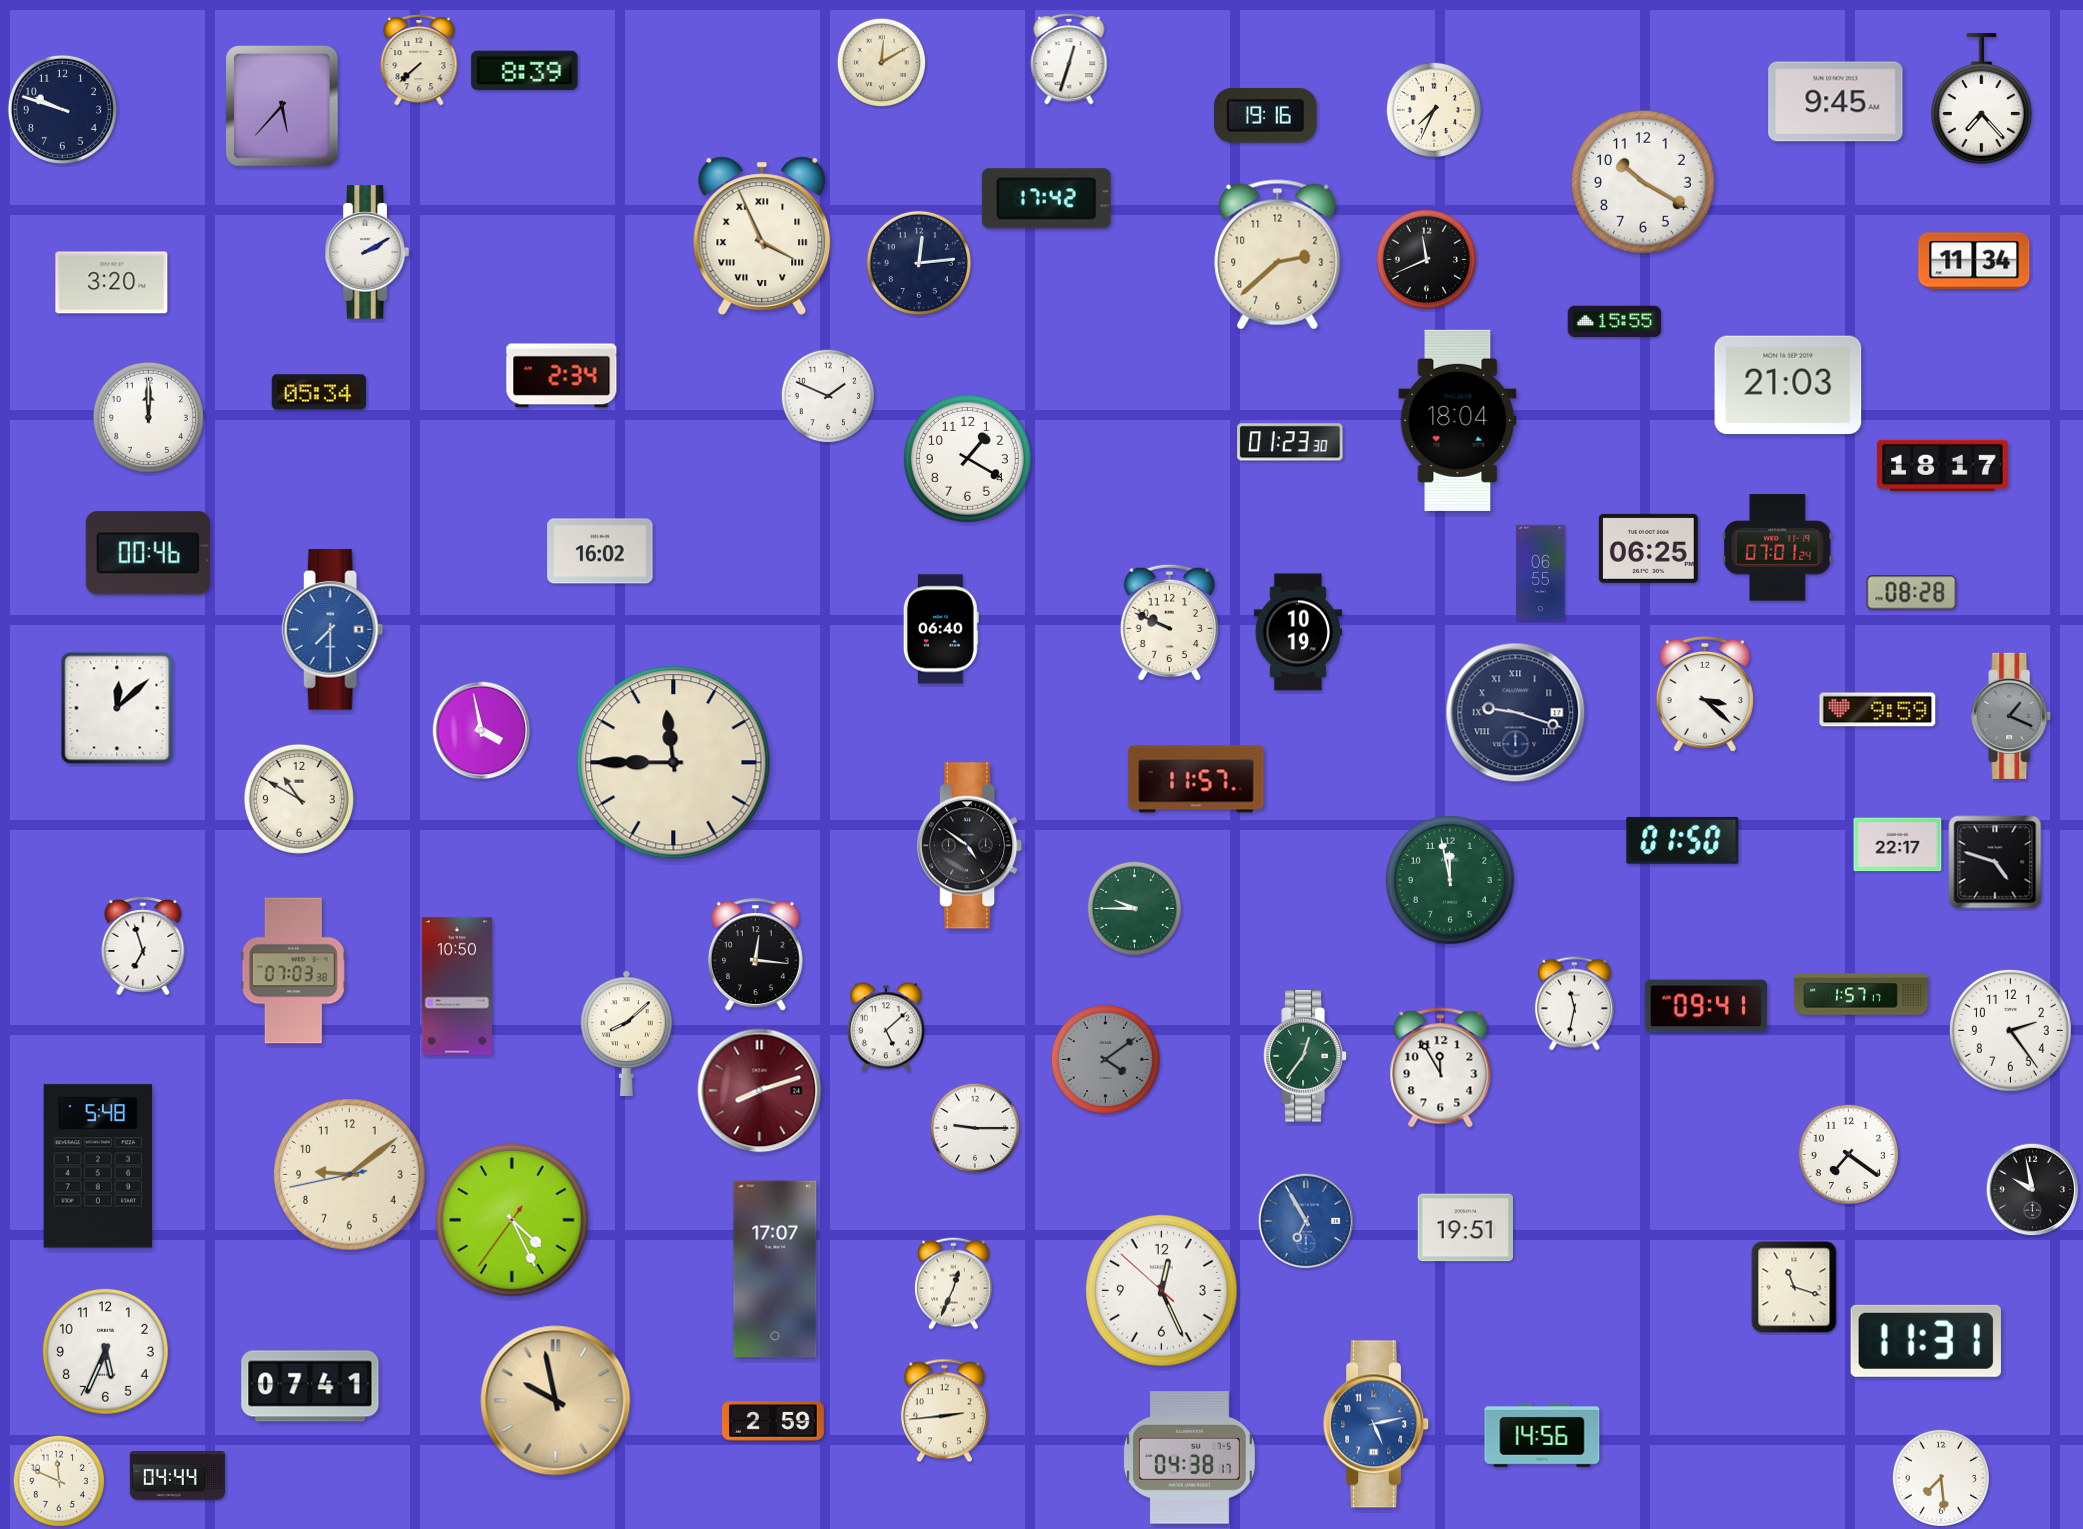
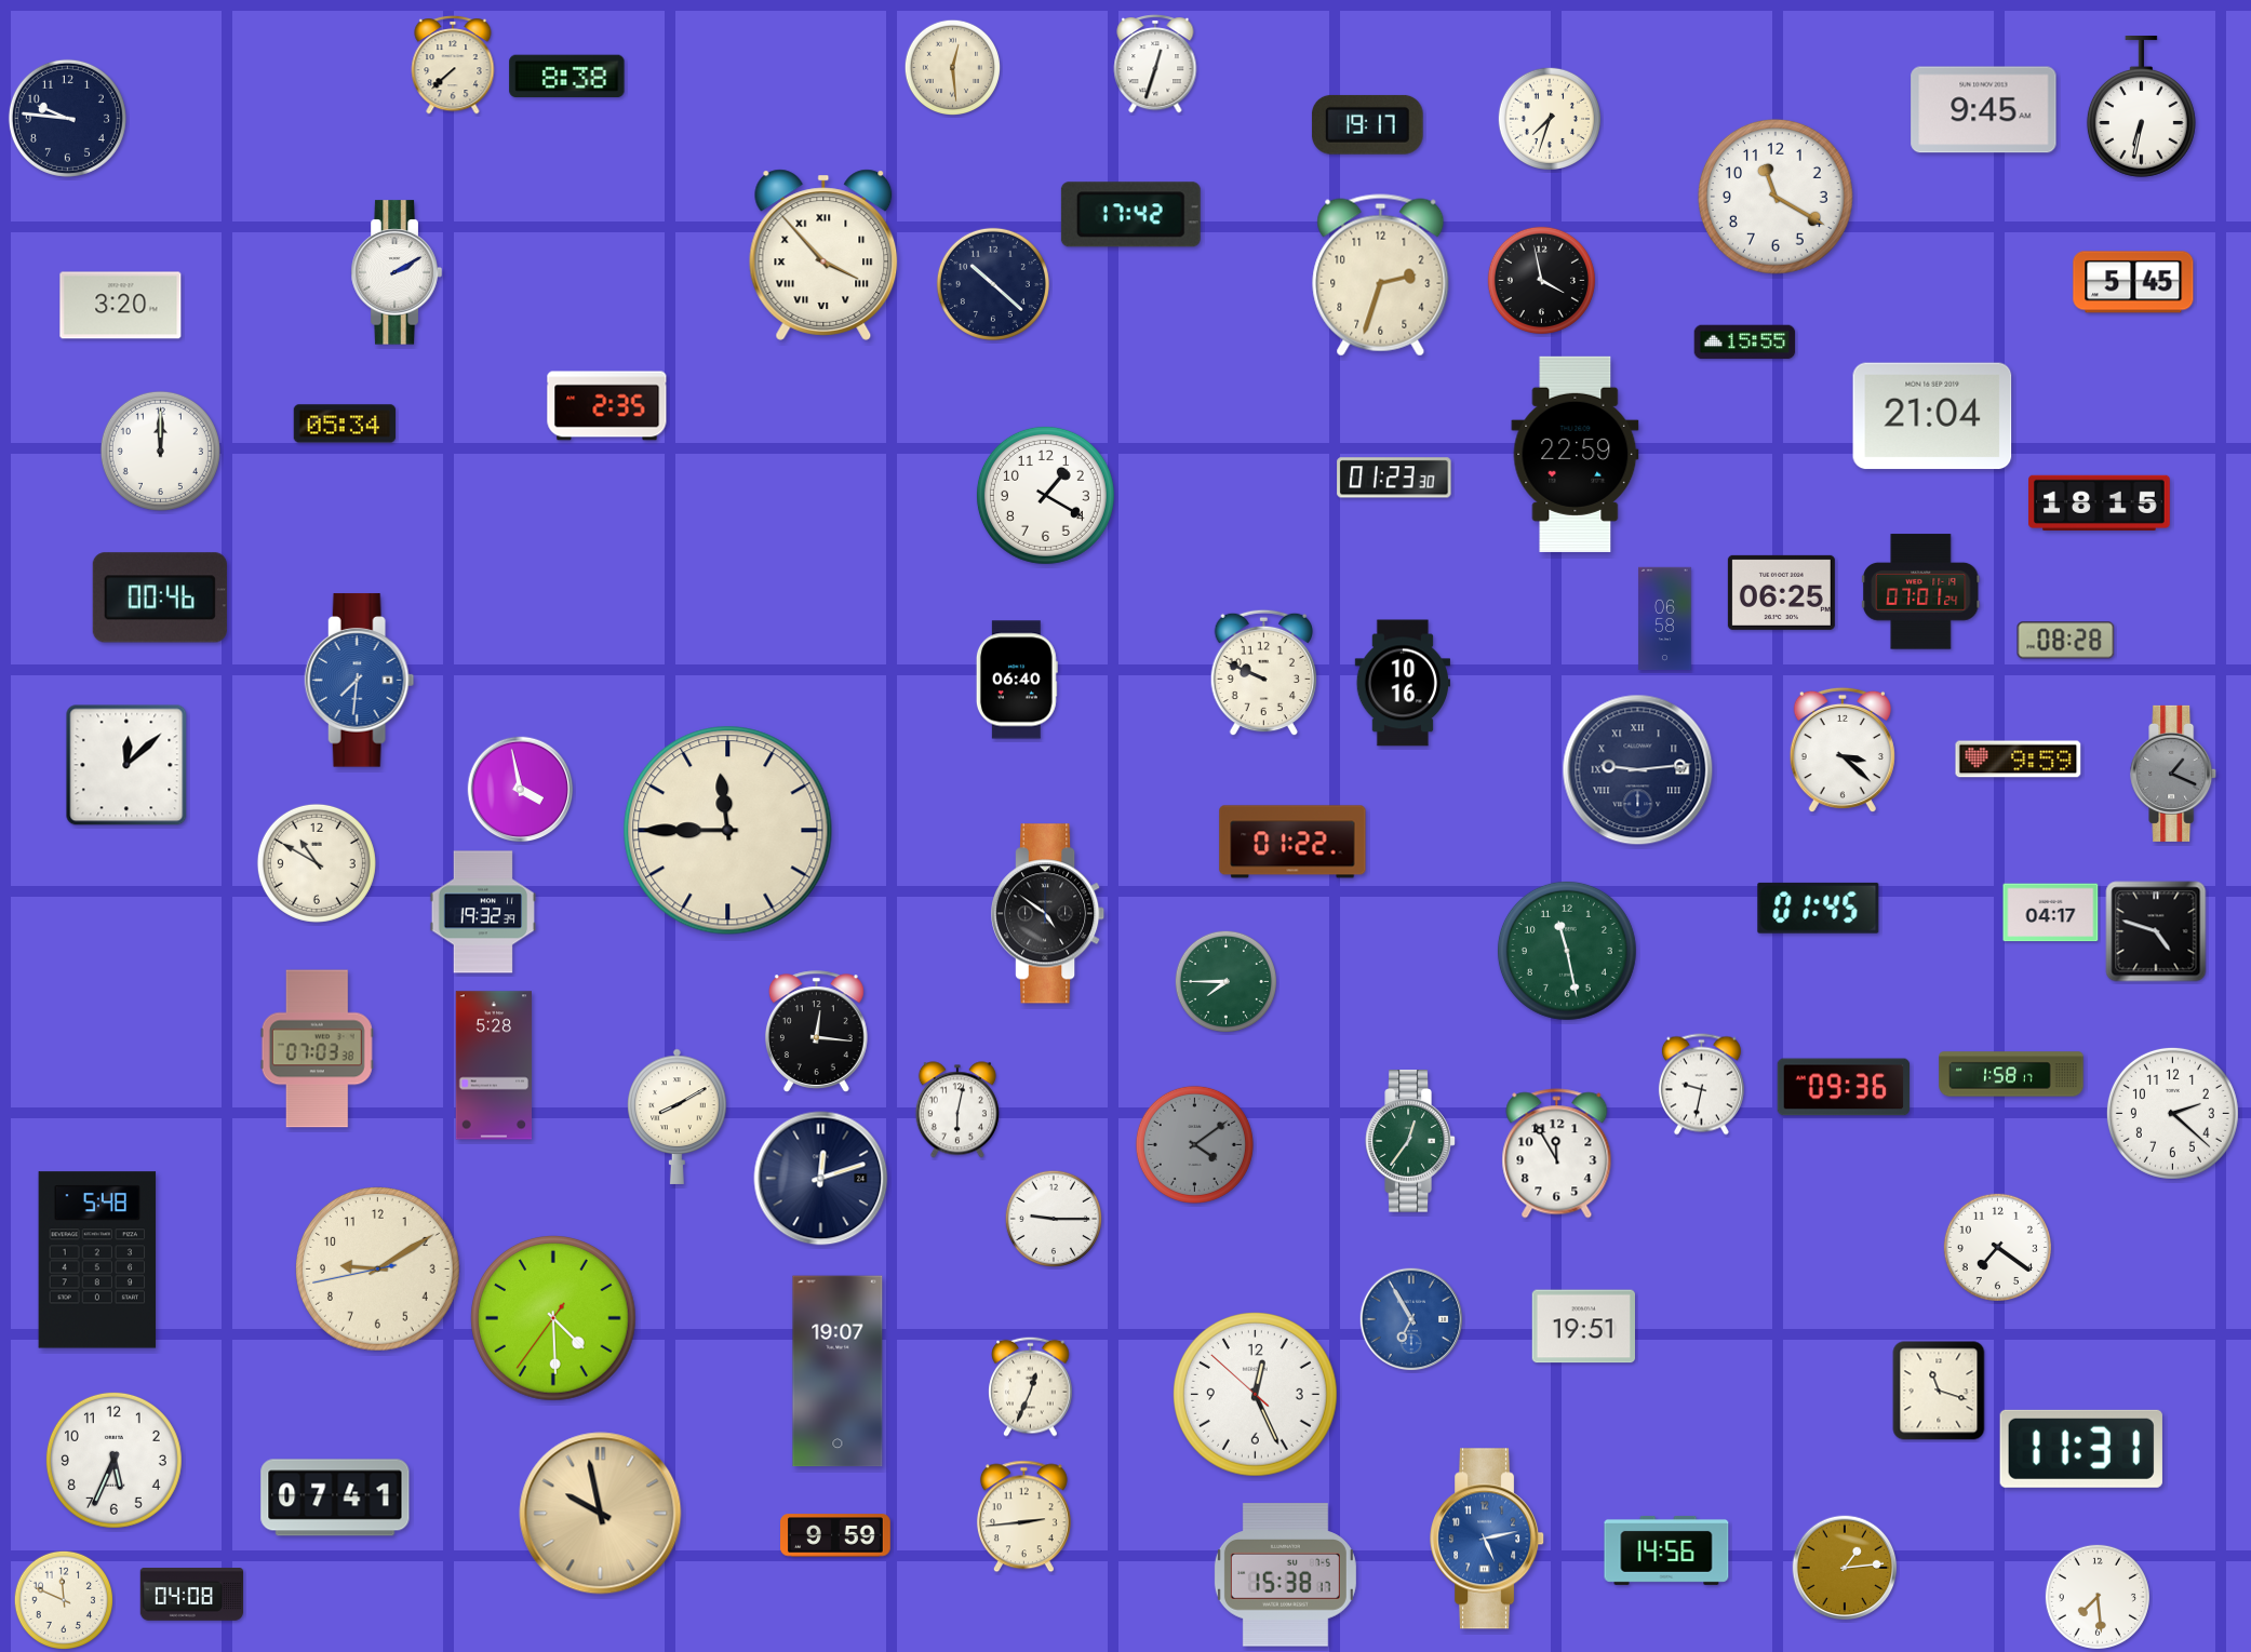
clock at (882, 63): 12:10 -> 12:29
clock at (525, 70): 8:39 -> 8:38
clock at (1981, 99): 7:23 -> 6:32
clock at (282, 106): 5:37 -> none
clock at (62, 109): 9:48 -> 9:46
clock at (1434, 110): 7:34 -> 7:33
clock at (1265, 115): 19:16 -> 19:17
clock at (1643, 182): 10:20 -> 11:20
clock at (762, 236): 3:56 -> 3:53
clock at (1278, 255): 2:38 -> 2:33
clock at (1426, 259): 11:41 -> 3:58
clock at (1974, 261): 11:34 -> 5:45
clock at (919, 263): 12:14 -> 10:22
clock at (1615, 322) position: (1615, 322) -> (1745, 343)
clock at (562, 376): 2:34 -> 2:35
clock at (1788, 385): 21:03 -> 21:04
clock at (827, 395): 1:49 -> none
clock at (1458, 420): 18:04 -> 22:59
clock at (1943, 465): 18:17 -> 18:15
clock at (600, 551): 16:02 -> none
clock at (1541, 573): 06:55 -> 06:58
clock at (333, 630): 7:30 -> 7:31
clock at (1297, 632): 10:19 -> 10:16
clock at (1878, 710) position: (1878, 710) -> (2019, 760)
clock at (1516, 713): 9:18 -> 9:14
clock at (674, 763) position: (674, 763) -> (728, 831)
clock at (1196, 779): 11:57 -> 01:22
clock at (299, 799) position: (299, 799) -> (317, 863)
clock at (1683, 840): 01:50 -> 01:45
clock at (483, 912): none -> 19:32
clock at (1898, 845): 22:17 -> 04:17
clock at (1450, 880): 11:58 -> 11:28
clock at (1134, 908): 9:45 -> 7:45
clock at (143, 947): 6:57 -> none
clock at (457, 986): 10:50 -> 5:28
clock at (1861, 994): 1:57 -> 1:58
clock at (1574, 1004): 11:32 -> 9:32
clock at (1706, 1006): 09:41 -> 09:36
clock at (886, 1027): 5:08 -> 6:02
clock at (2010, 1030): 2:24 -> 2:22
clock at (627, 1033): 8:08 -> 8:10
clock at (760, 1091): 8:12 -> 12:12
clock at (760, 1091) dial: burgundy -> navy
clock at (98, 1166) position: (98, 1166) -> (97, 1260)
clock at (350, 1175): 9:08 -> 9:09
clock at (2033, 1190): 9:58 -> none
clock at (513, 1221): 4:25 -> 4:29
clock at (775, 1269): 17:07 -> 19:07
clock at (944, 1411) position: (944, 1411) -> (1023, 1517)
clock at (774, 1421): 2:59 -> 9:59
clock at (1845, 1568): none -> 1:14
clock at (1189, 1458): 04:38 -> 15:38
clock at (178, 1476): 04:44 -> 04:08
